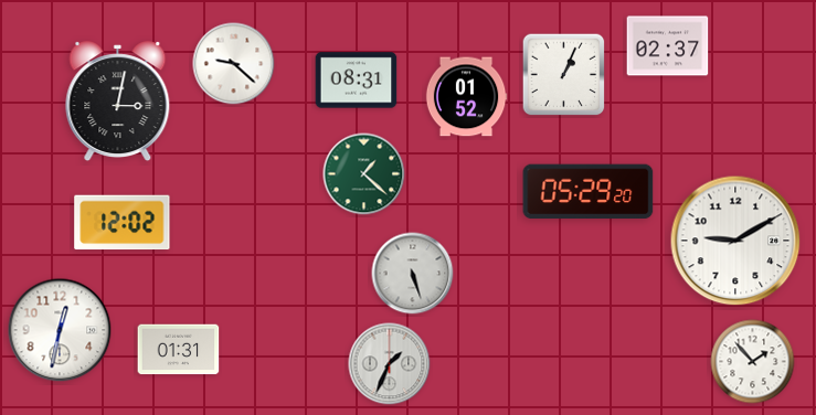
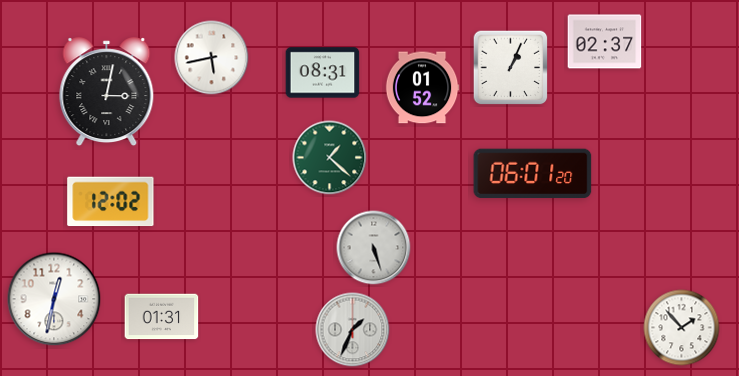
clock at (234, 64): 9:22 -> 5:43
clock at (589, 192): 05:29 -> 06:01
clock at (735, 241): 9:10 -> none
